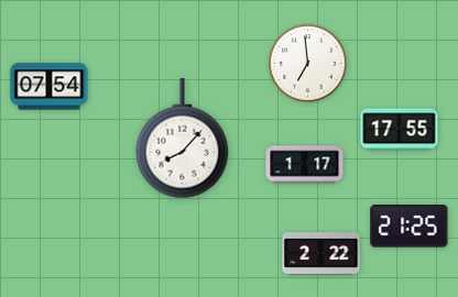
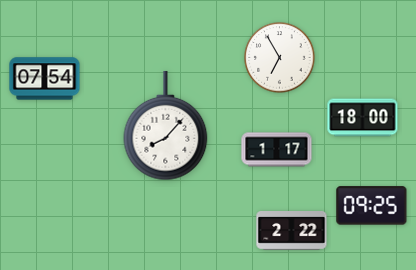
clock at (308, 64): 6:59 -> 6:55
clock at (400, 130): 17:55 -> 18:00
clock at (410, 227): 21:25 -> 09:25
